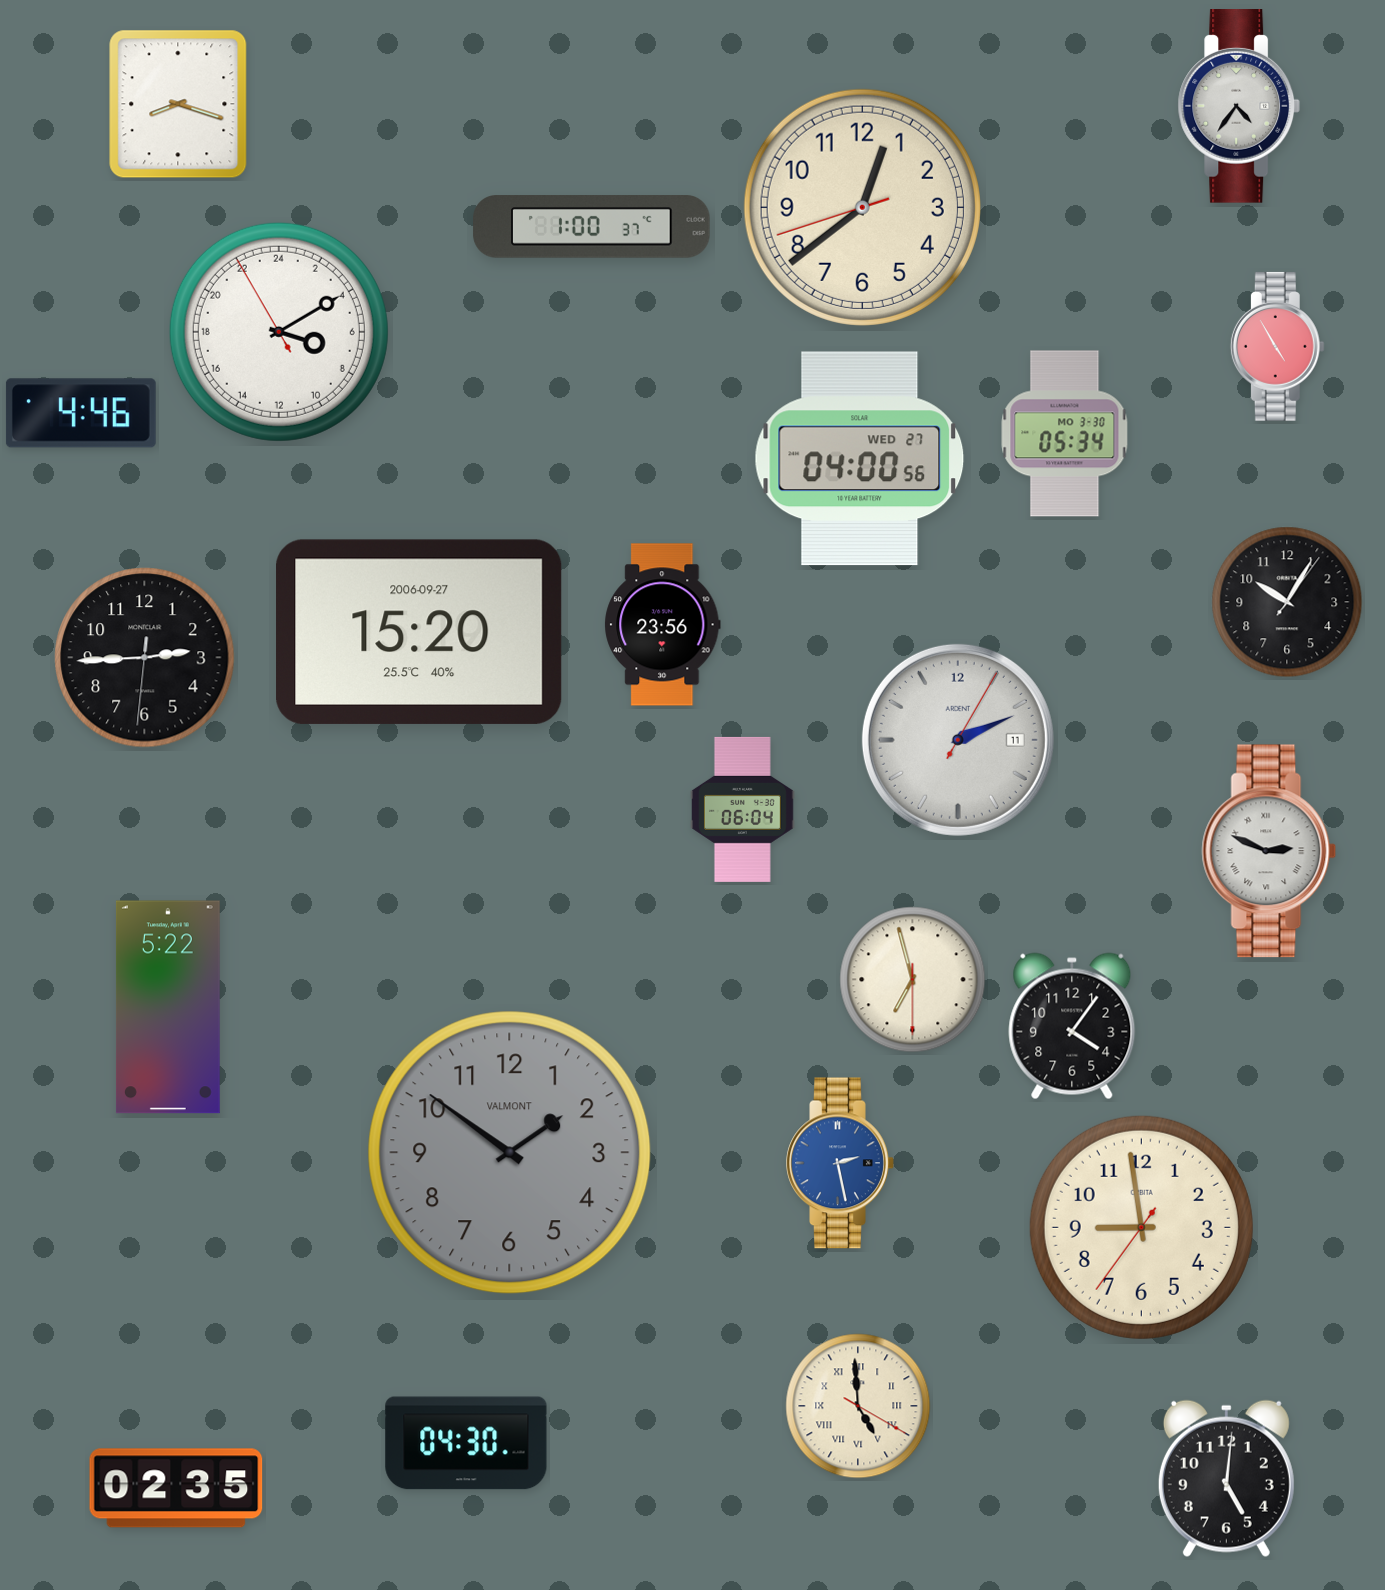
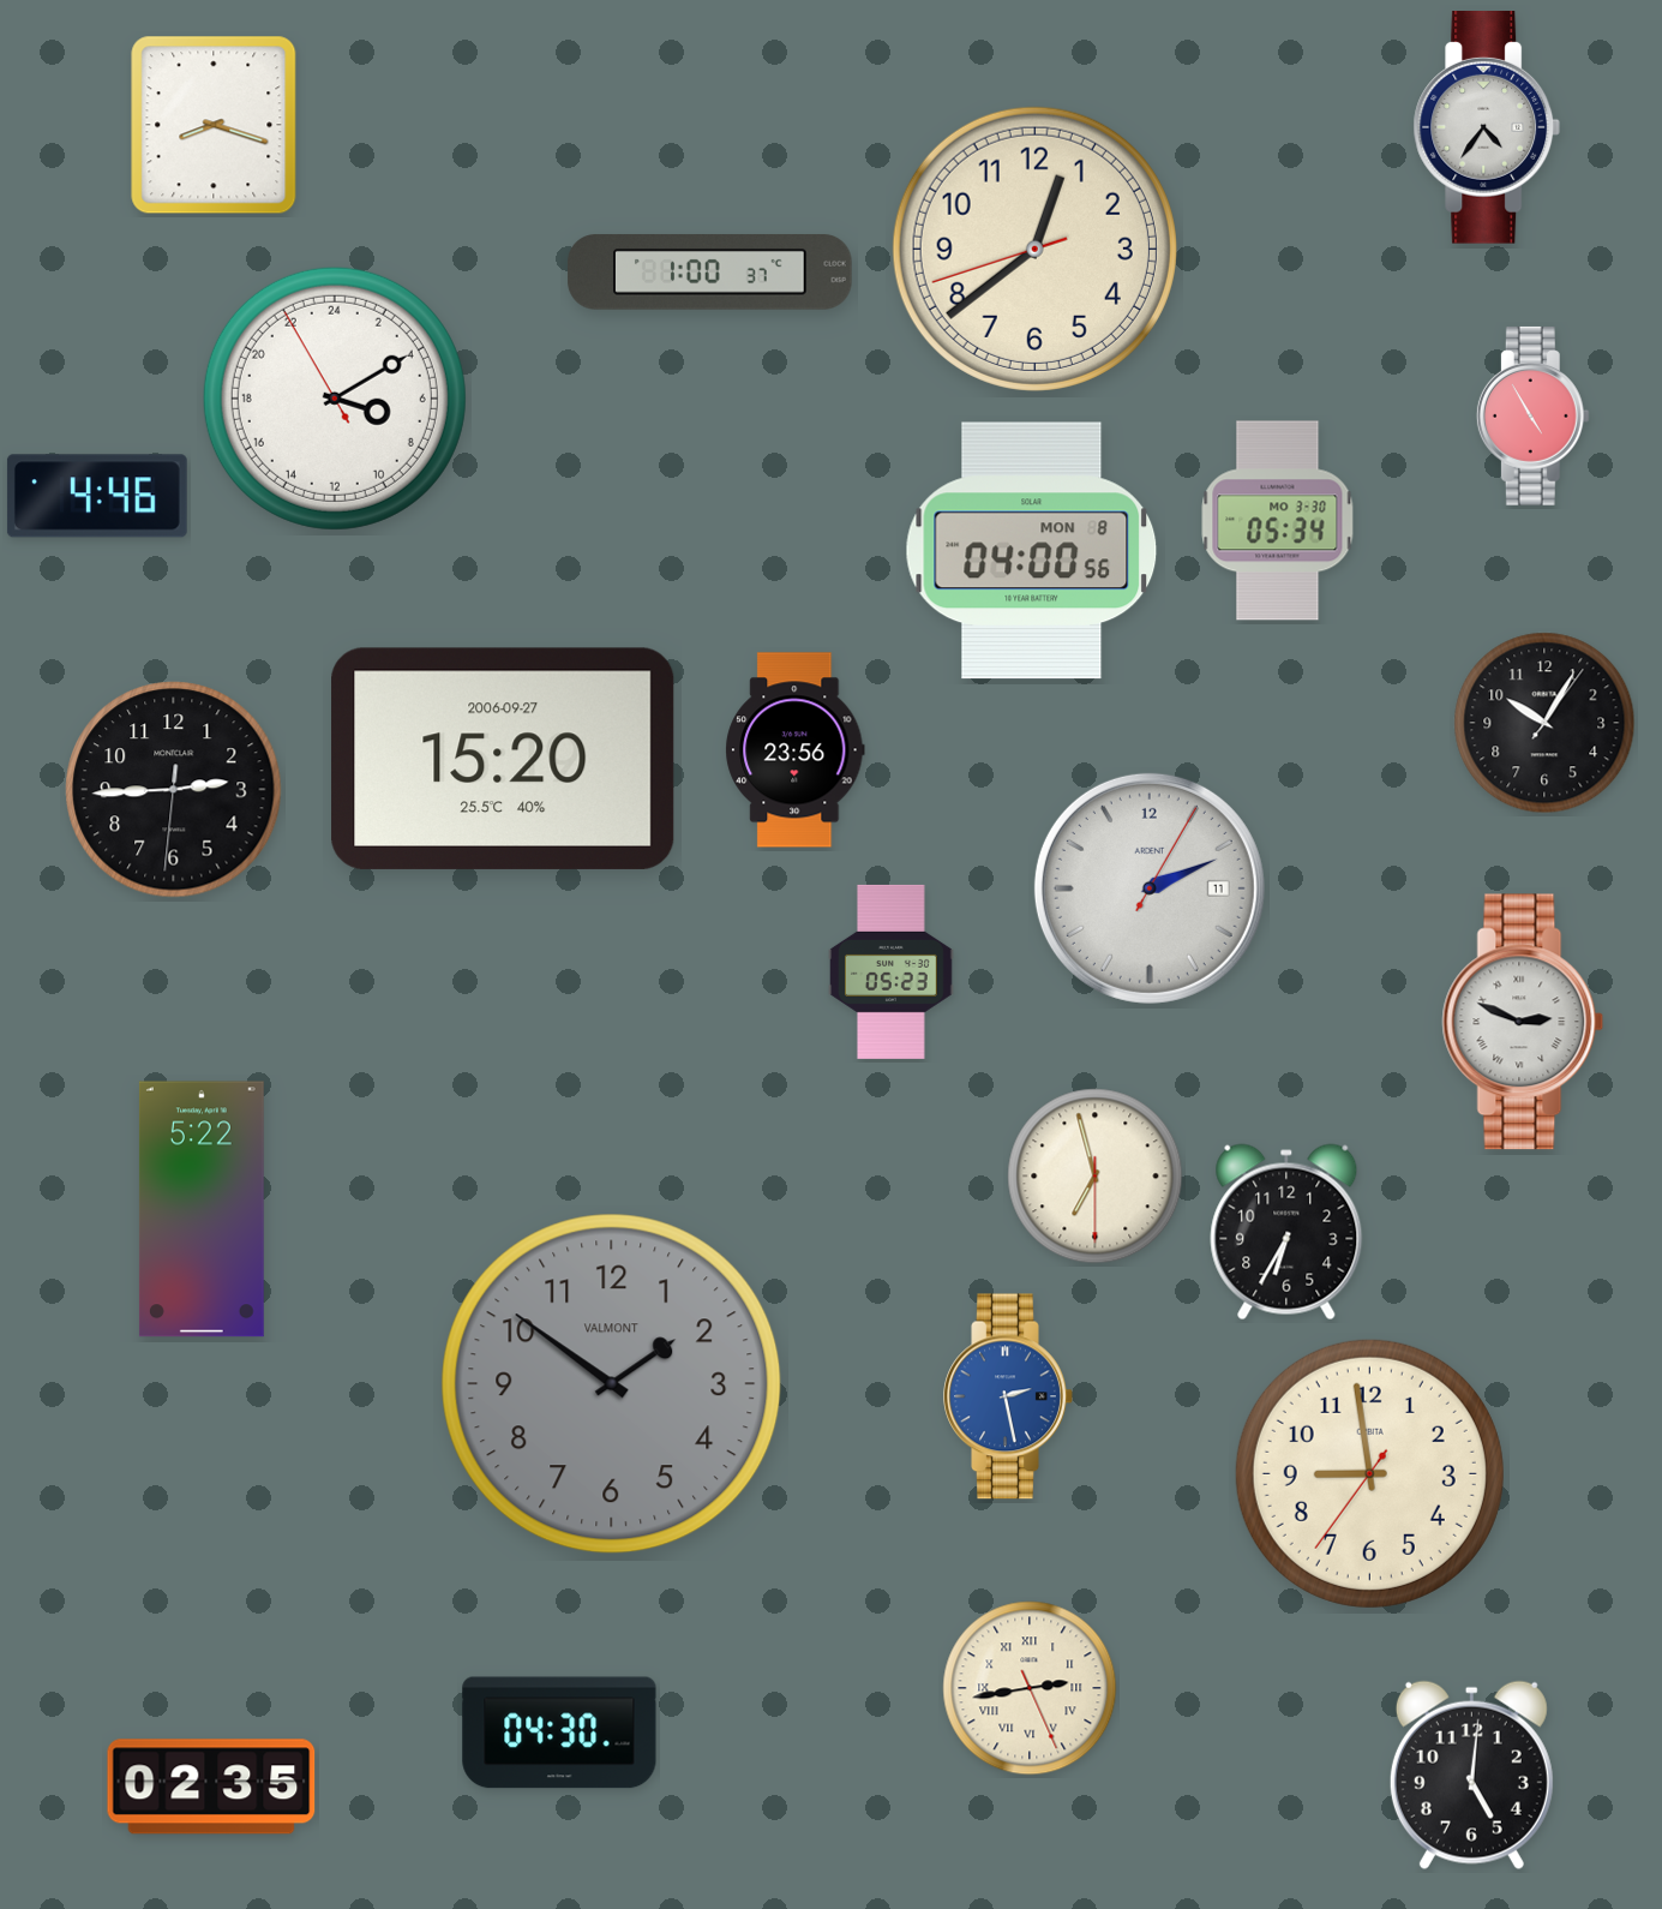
clock at (860, 459) date: WED 27 -> MON 8
clock at (743, 809): 06:04 -> 05:23
clock at (1072, 1026): 4:06 -> 6:35
clock at (858, 1406): 4:59 -> 2:43
